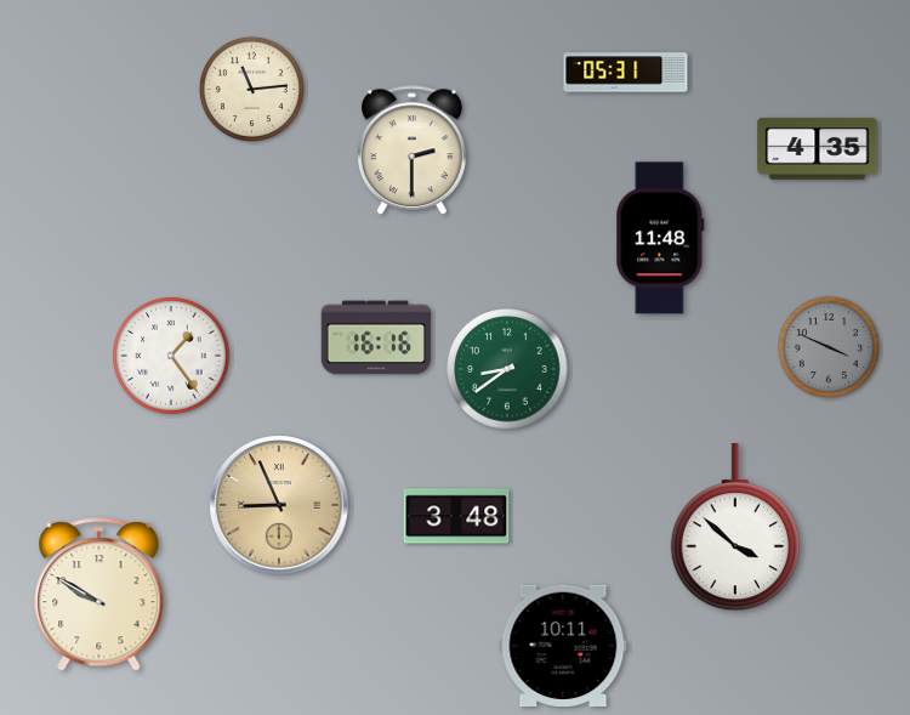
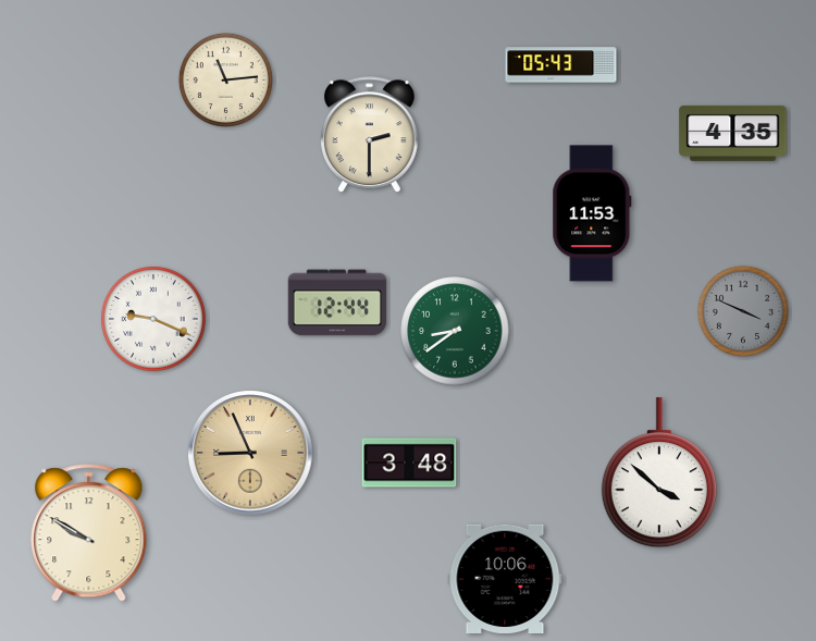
clock at (626, 73): 05:31 -> 05:43
clock at (660, 238): 11:48 -> 11:53
clock at (376, 337): 16:16 -> 12:44
clock at (171, 356): 1:24 -> 9:19
clock at (563, 645): 10:11 -> 10:06
